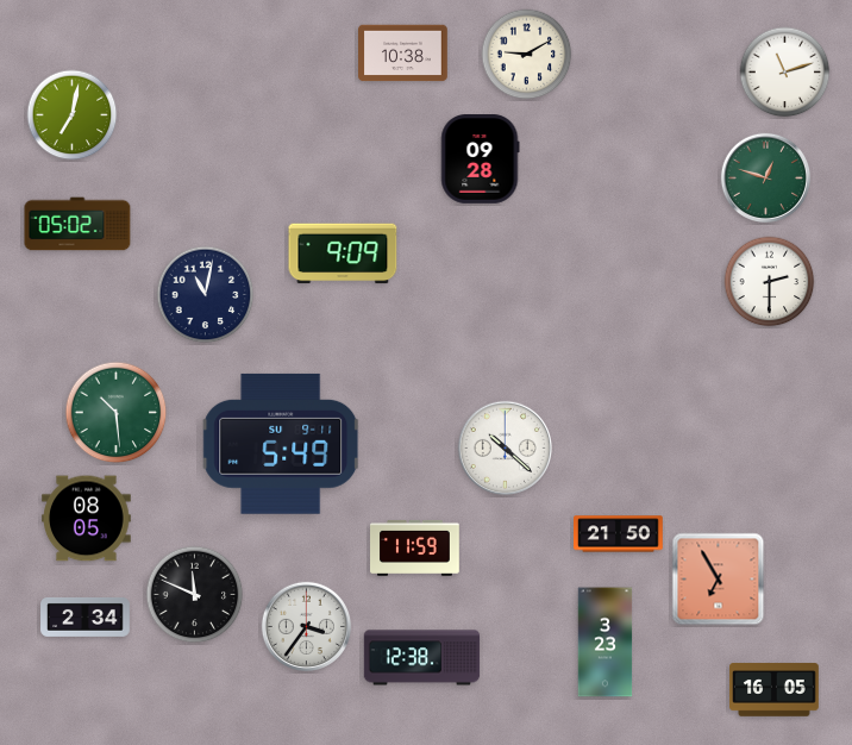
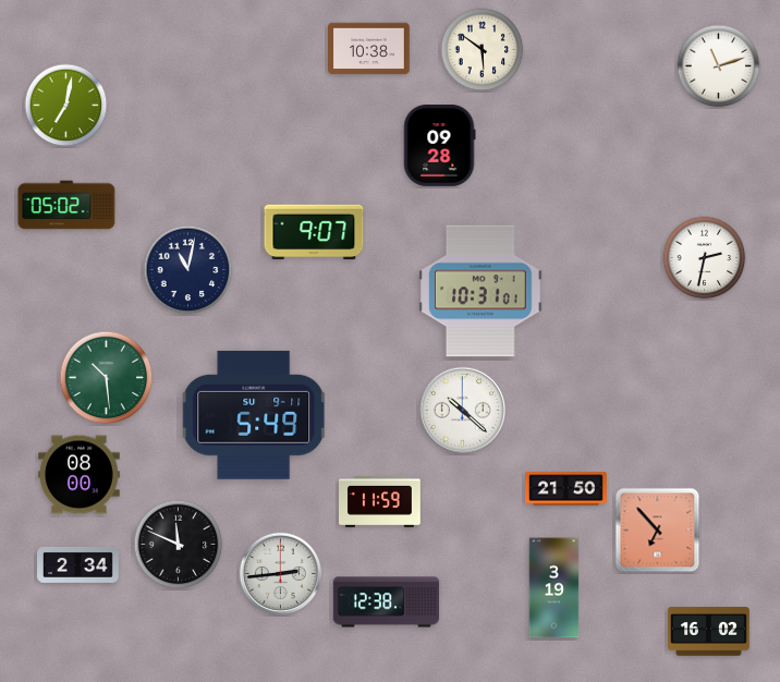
clock at (527, 55): 9:10 -> 5:51
clock at (765, 177): 12:48 -> none
clock at (77, 224) position: (77, 224) -> (66, 205)
clock at (343, 253): 9:09 -> 9:07
clock at (770, 282): 2:30 -> 2:32
clock at (480, 291): none -> 10:31
clock at (281, 444) position: (281, 444) -> (254, 415)
clock at (87, 519): 08:05 -> 08:00
clock at (719, 580): 6:55 -> 6:53
clock at (306, 626): 3:36 -> 2:44
clock at (606, 643): 3:23 -> 3:19
clock at (775, 690): 16:05 -> 16:02
